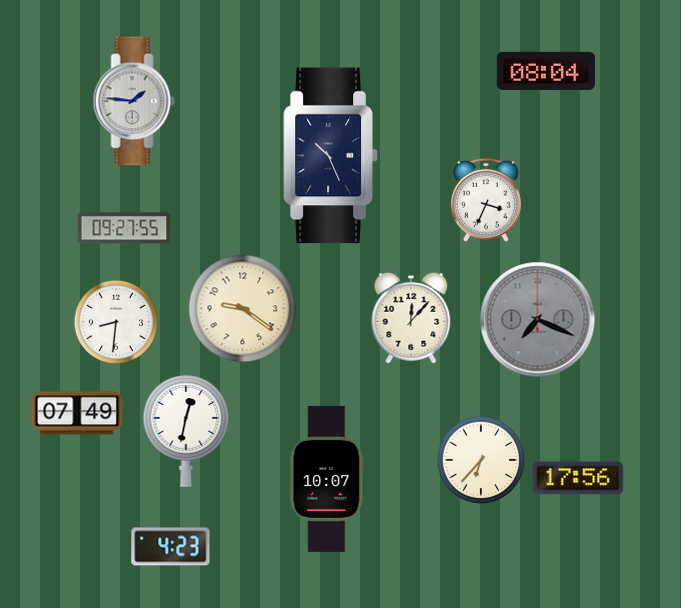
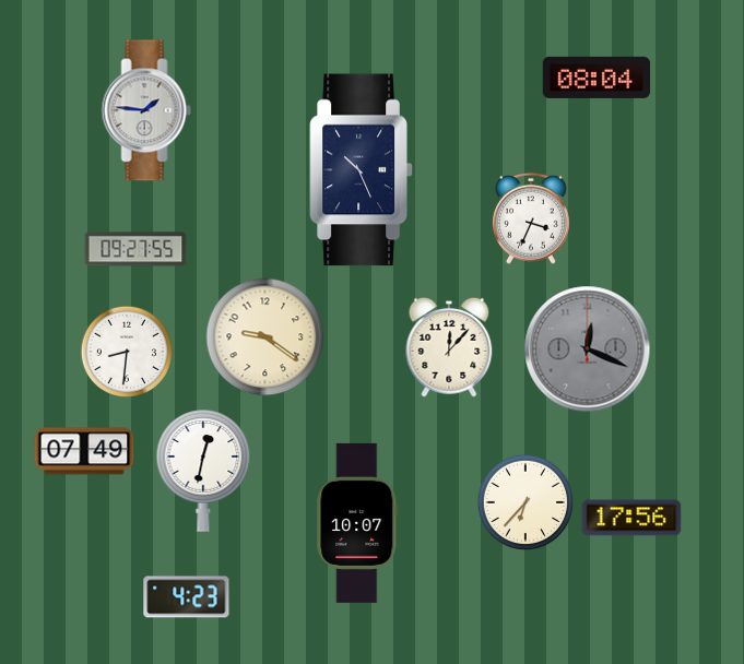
clock at (538, 320): 7:19 -> 12:19
clock at (578, 478) position: (578, 478) -> (631, 518)
